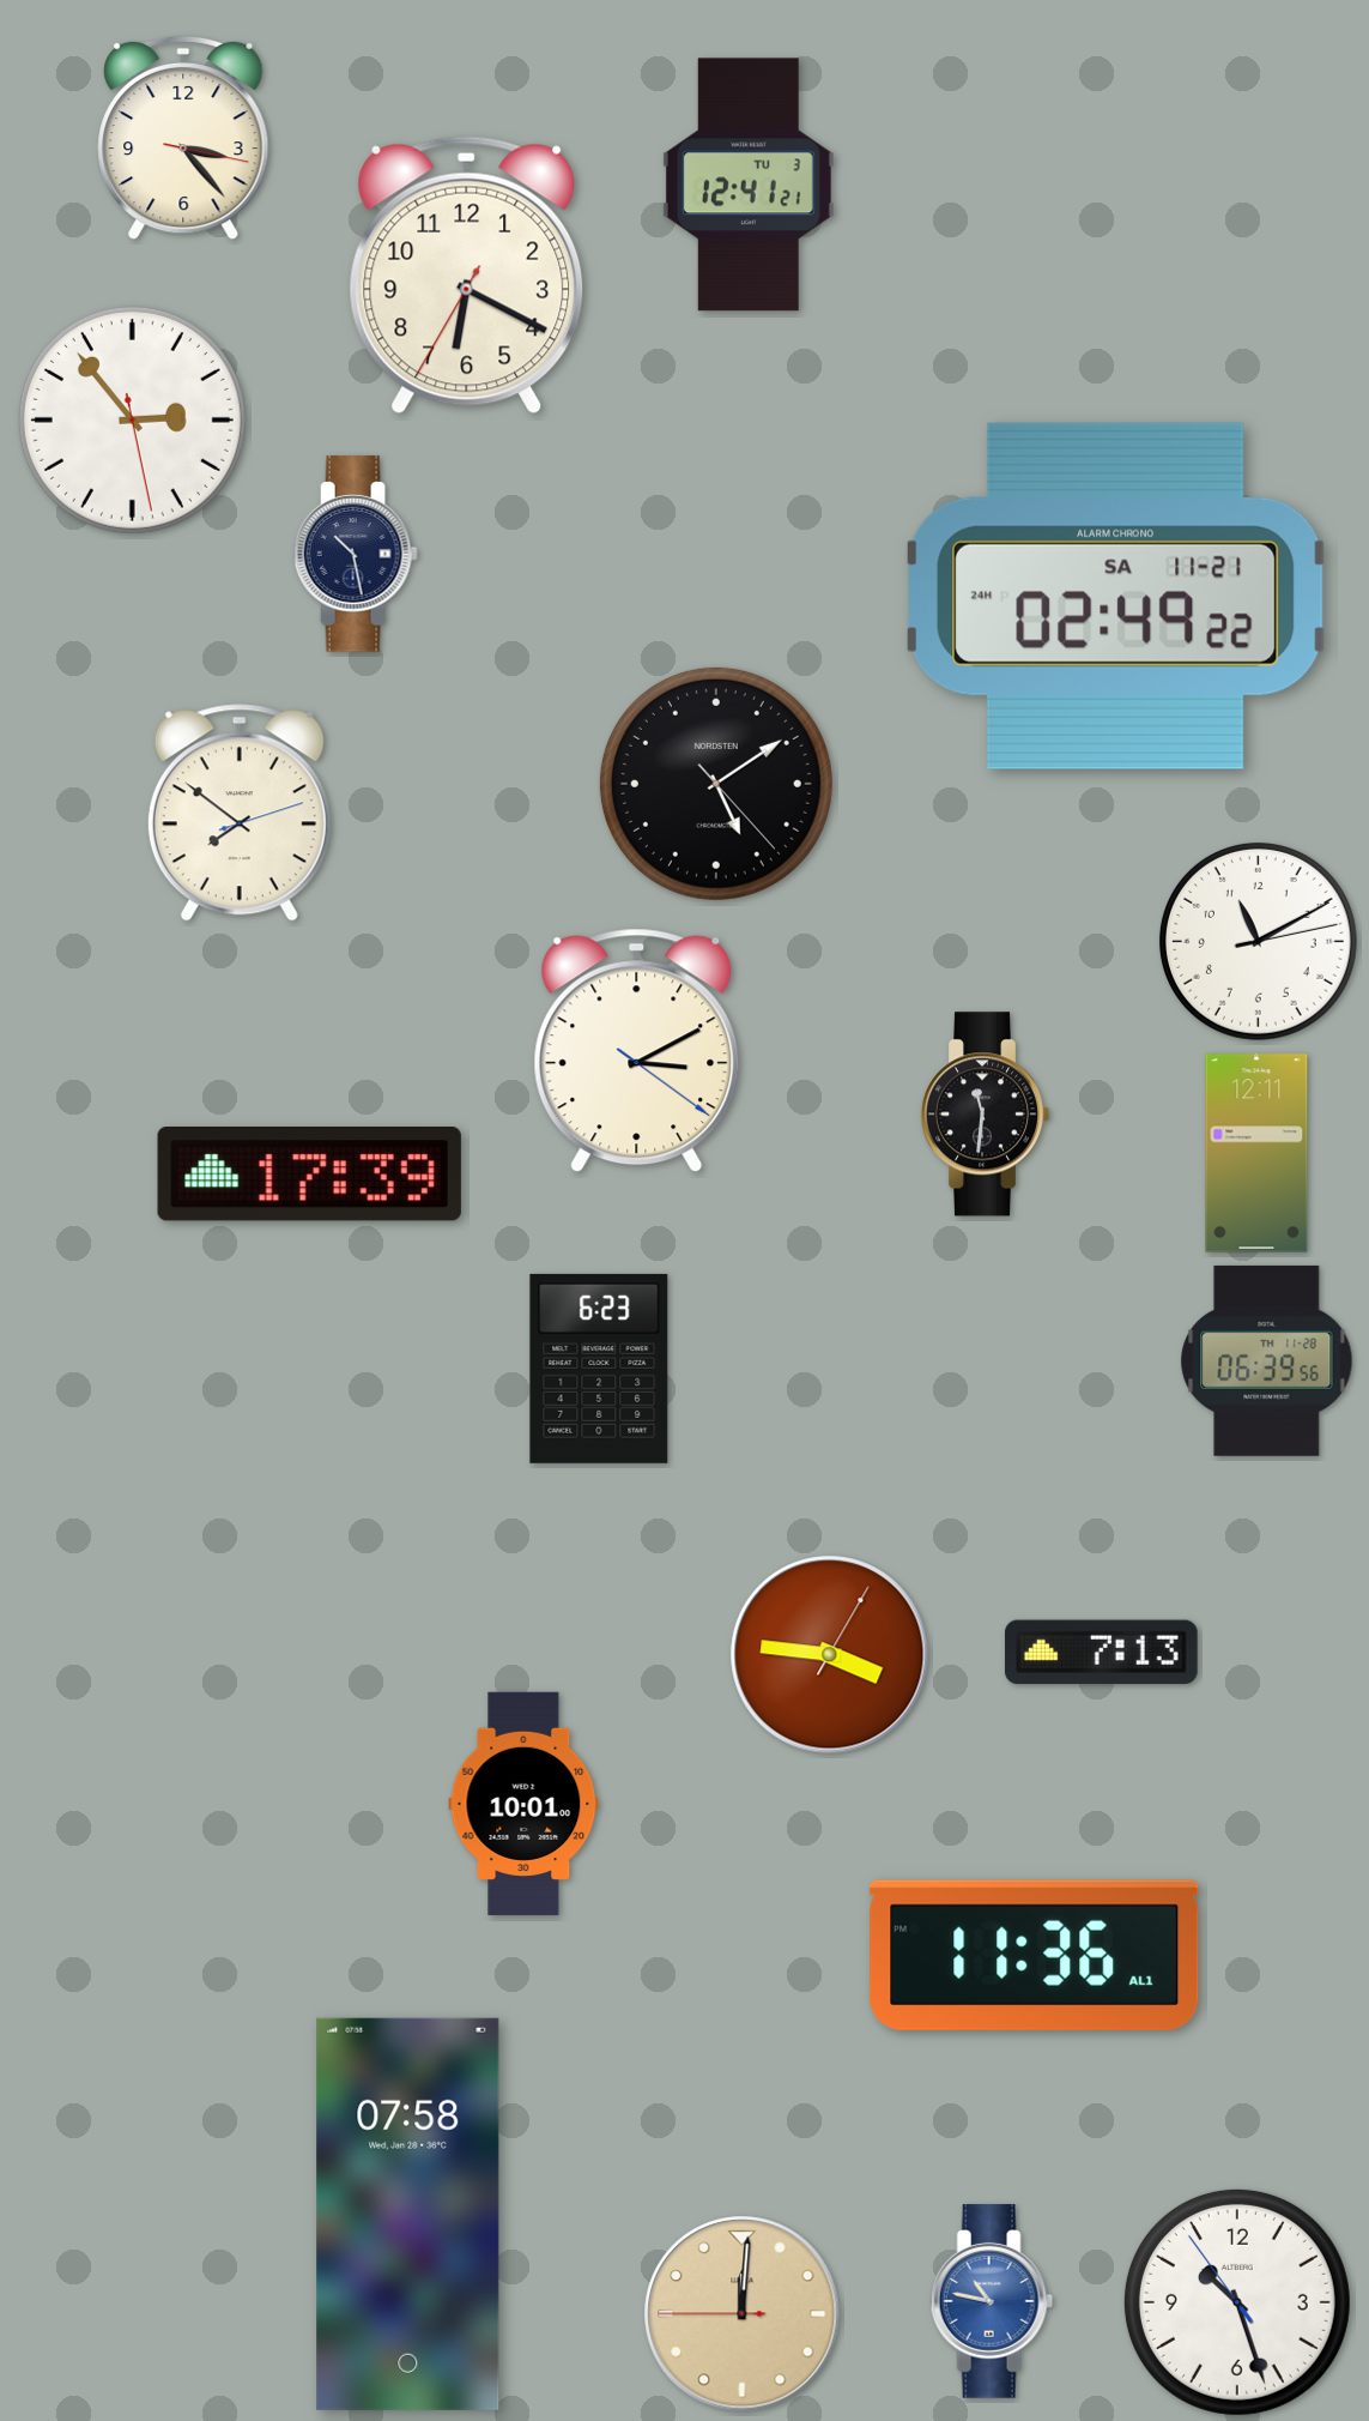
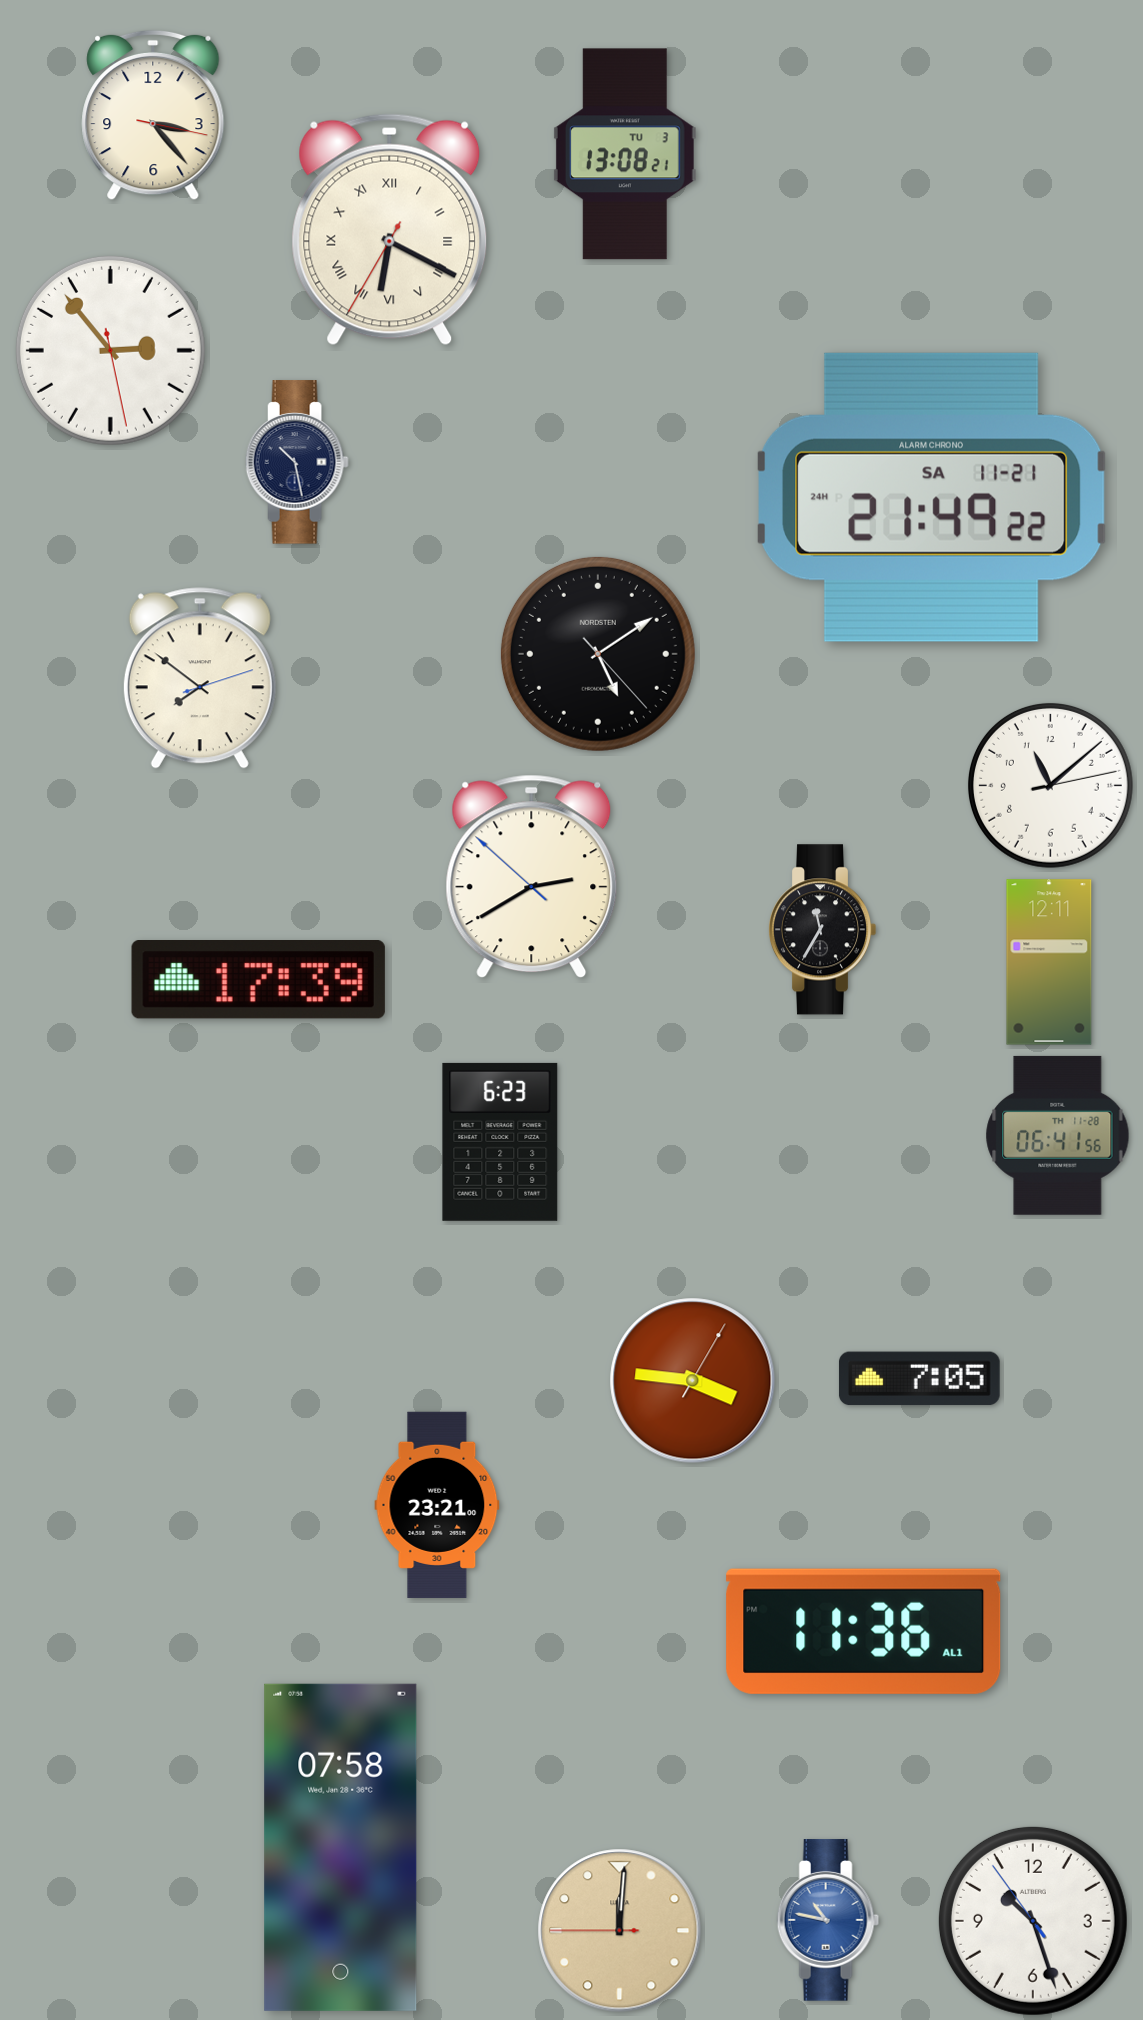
clock at (749, 185): 12:41 -> 13:08
clock at (467, 276) numerals: Arabic -> Roman
clock at (1115, 596): 02:49 -> 21:49
clock at (1258, 941): 11:10 -> 11:08
clock at (637, 1051): 3:10 -> 2:39
clock at (985, 1115): 11:31 -> 11:35
clock at (1267, 1360): 06:39 -> 06:41
clock at (1101, 1653): 7:13 -> 7:05
clock at (523, 1804): 10:01 -> 23:21
